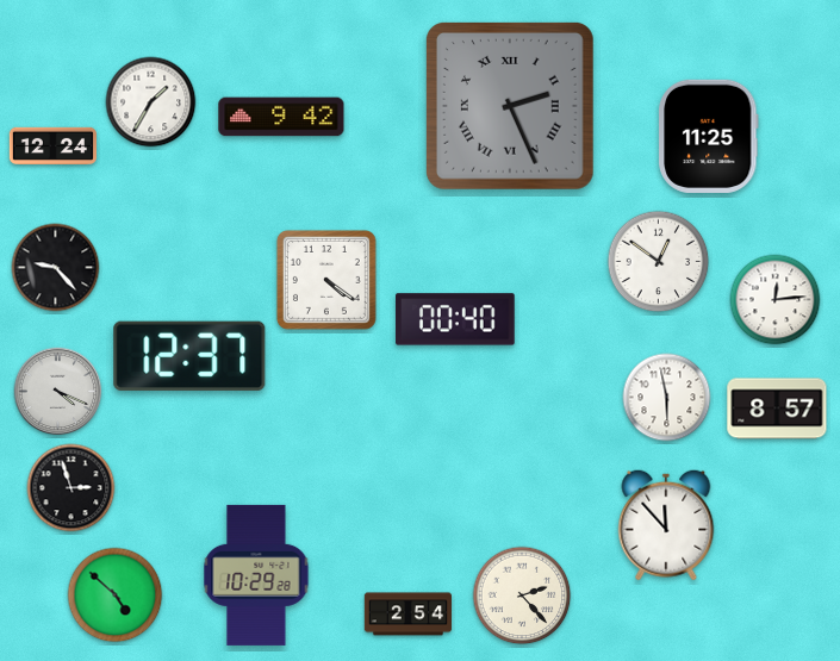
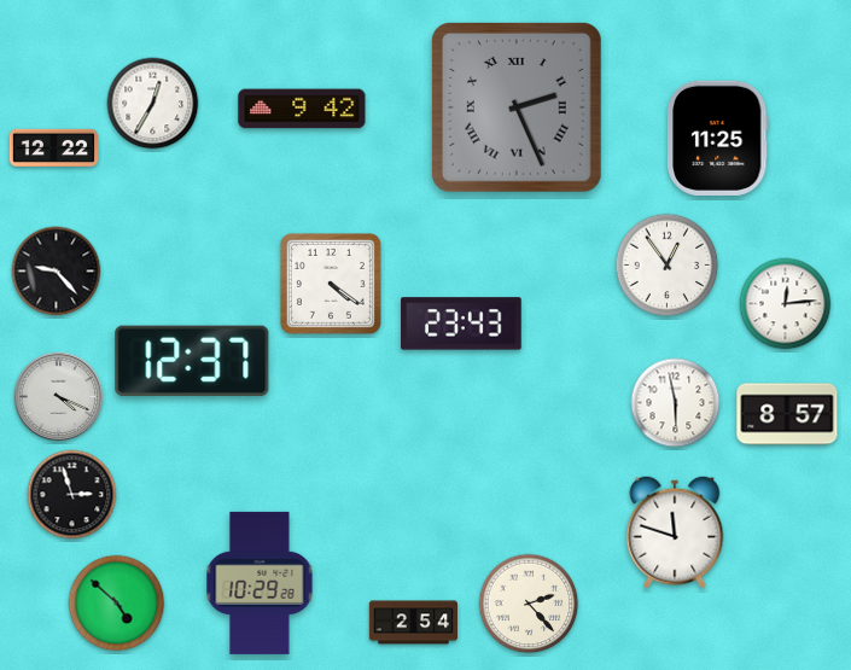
clock at (151, 102): 1:35 -> 12:35
clock at (281, 117) position: (281, 117) -> (302, 109)
clock at (52, 145): 12:24 -> 12:22
clock at (659, 262): 12:51 -> 12:54
clock at (455, 319): 00:40 -> 23:43
clock at (666, 525): 11:53 -> 11:48
